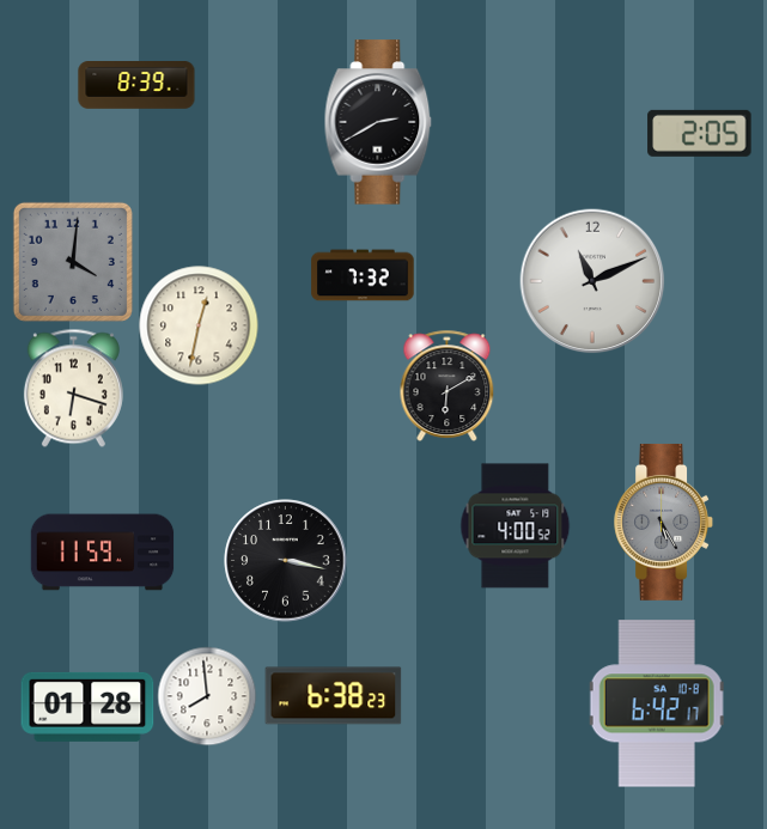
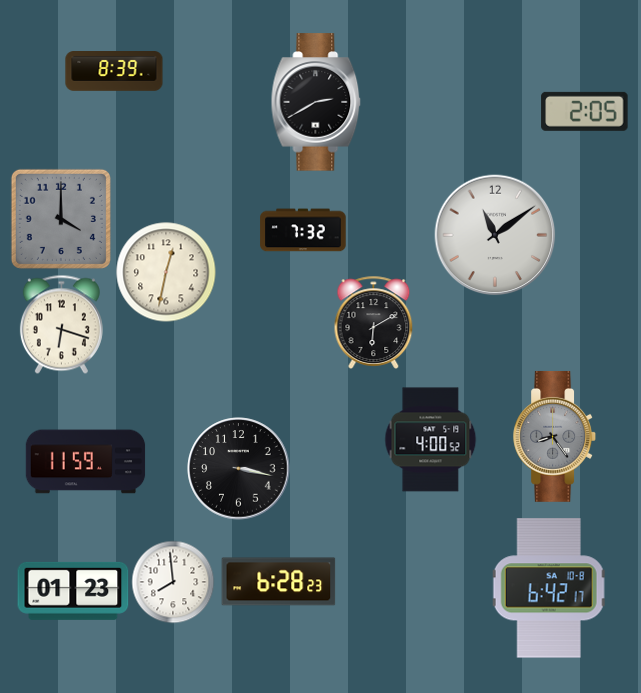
clock at (73, 262): 4:01 -> 4:00
clock at (592, 281): 11:11 -> 11:09
clock at (664, 522): 5:25 -> 8:24
clock at (334, 696): 6:38 -> 6:28
clock at (87, 707): 01:28 -> 01:23
